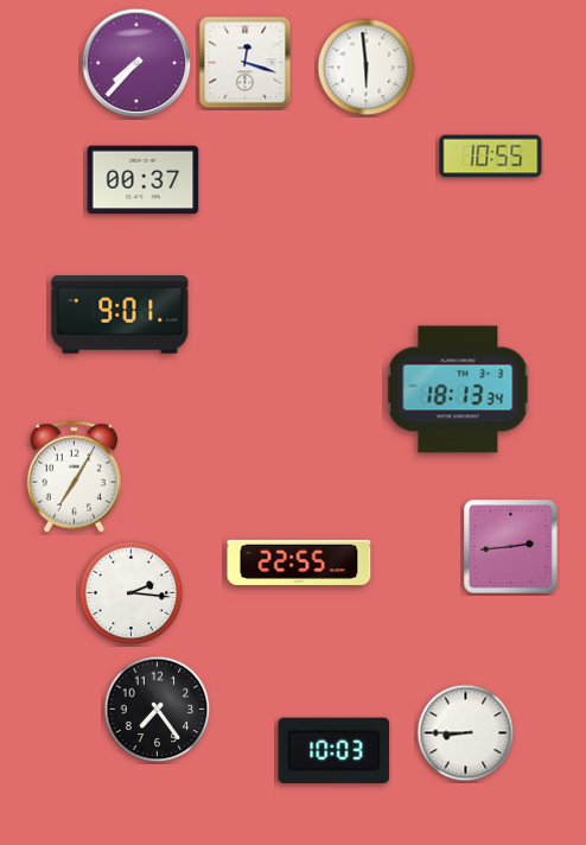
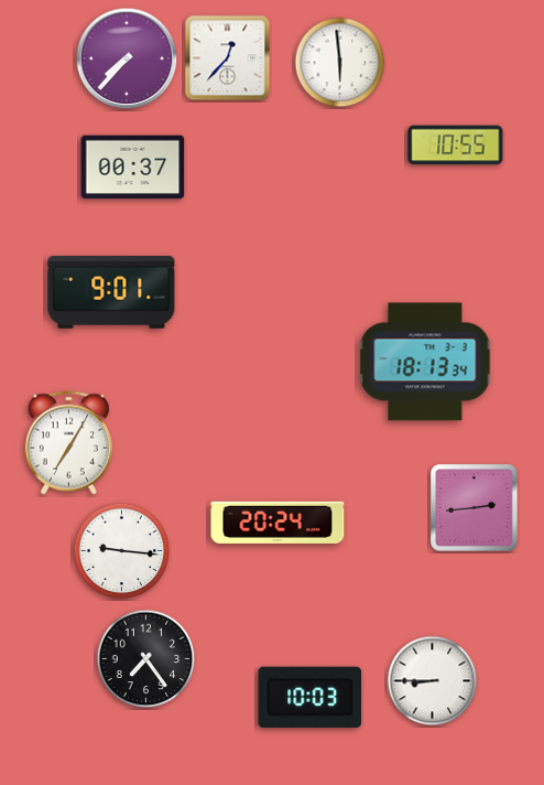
clock at (246, 63): 12:18 -> 12:37
clock at (299, 563): 22:55 -> 20:24
clock at (132, 593): 2:16 -> 9:16
